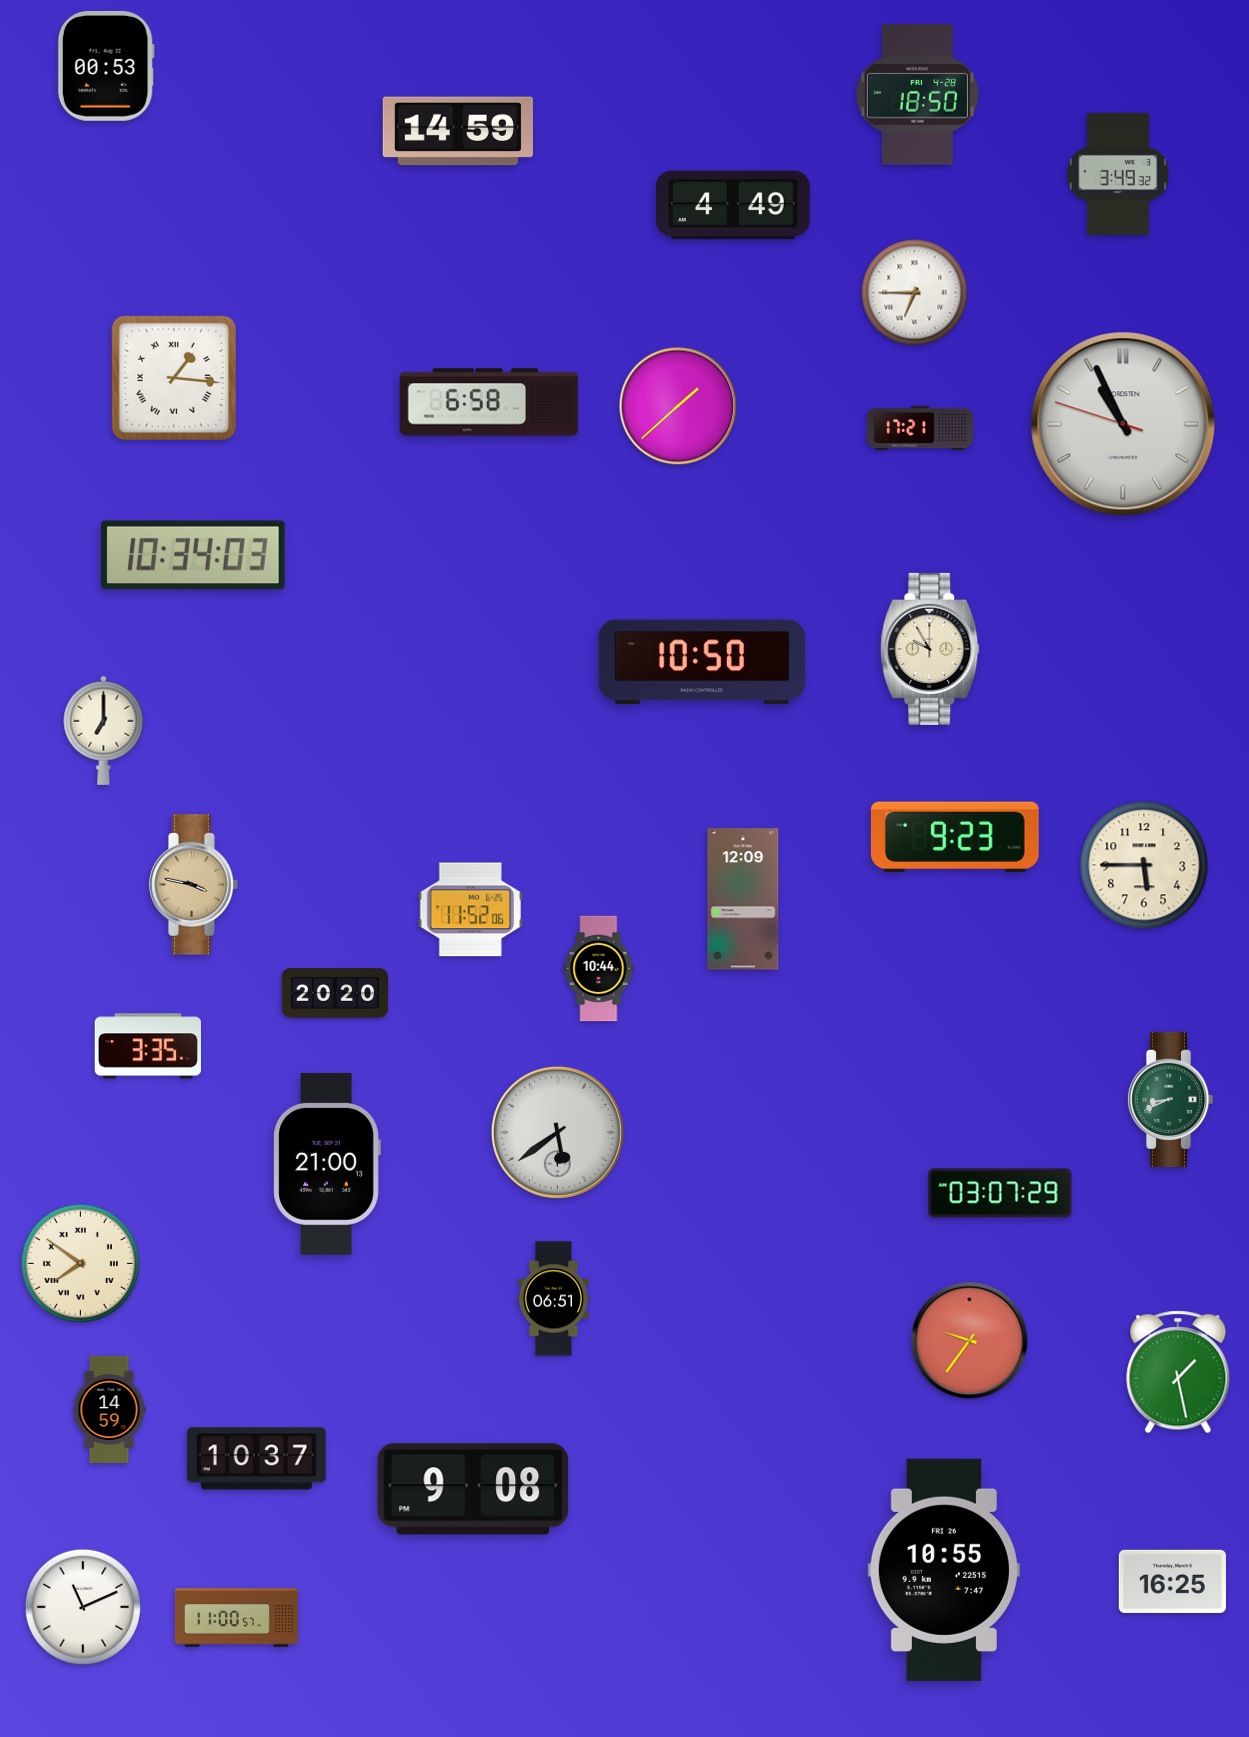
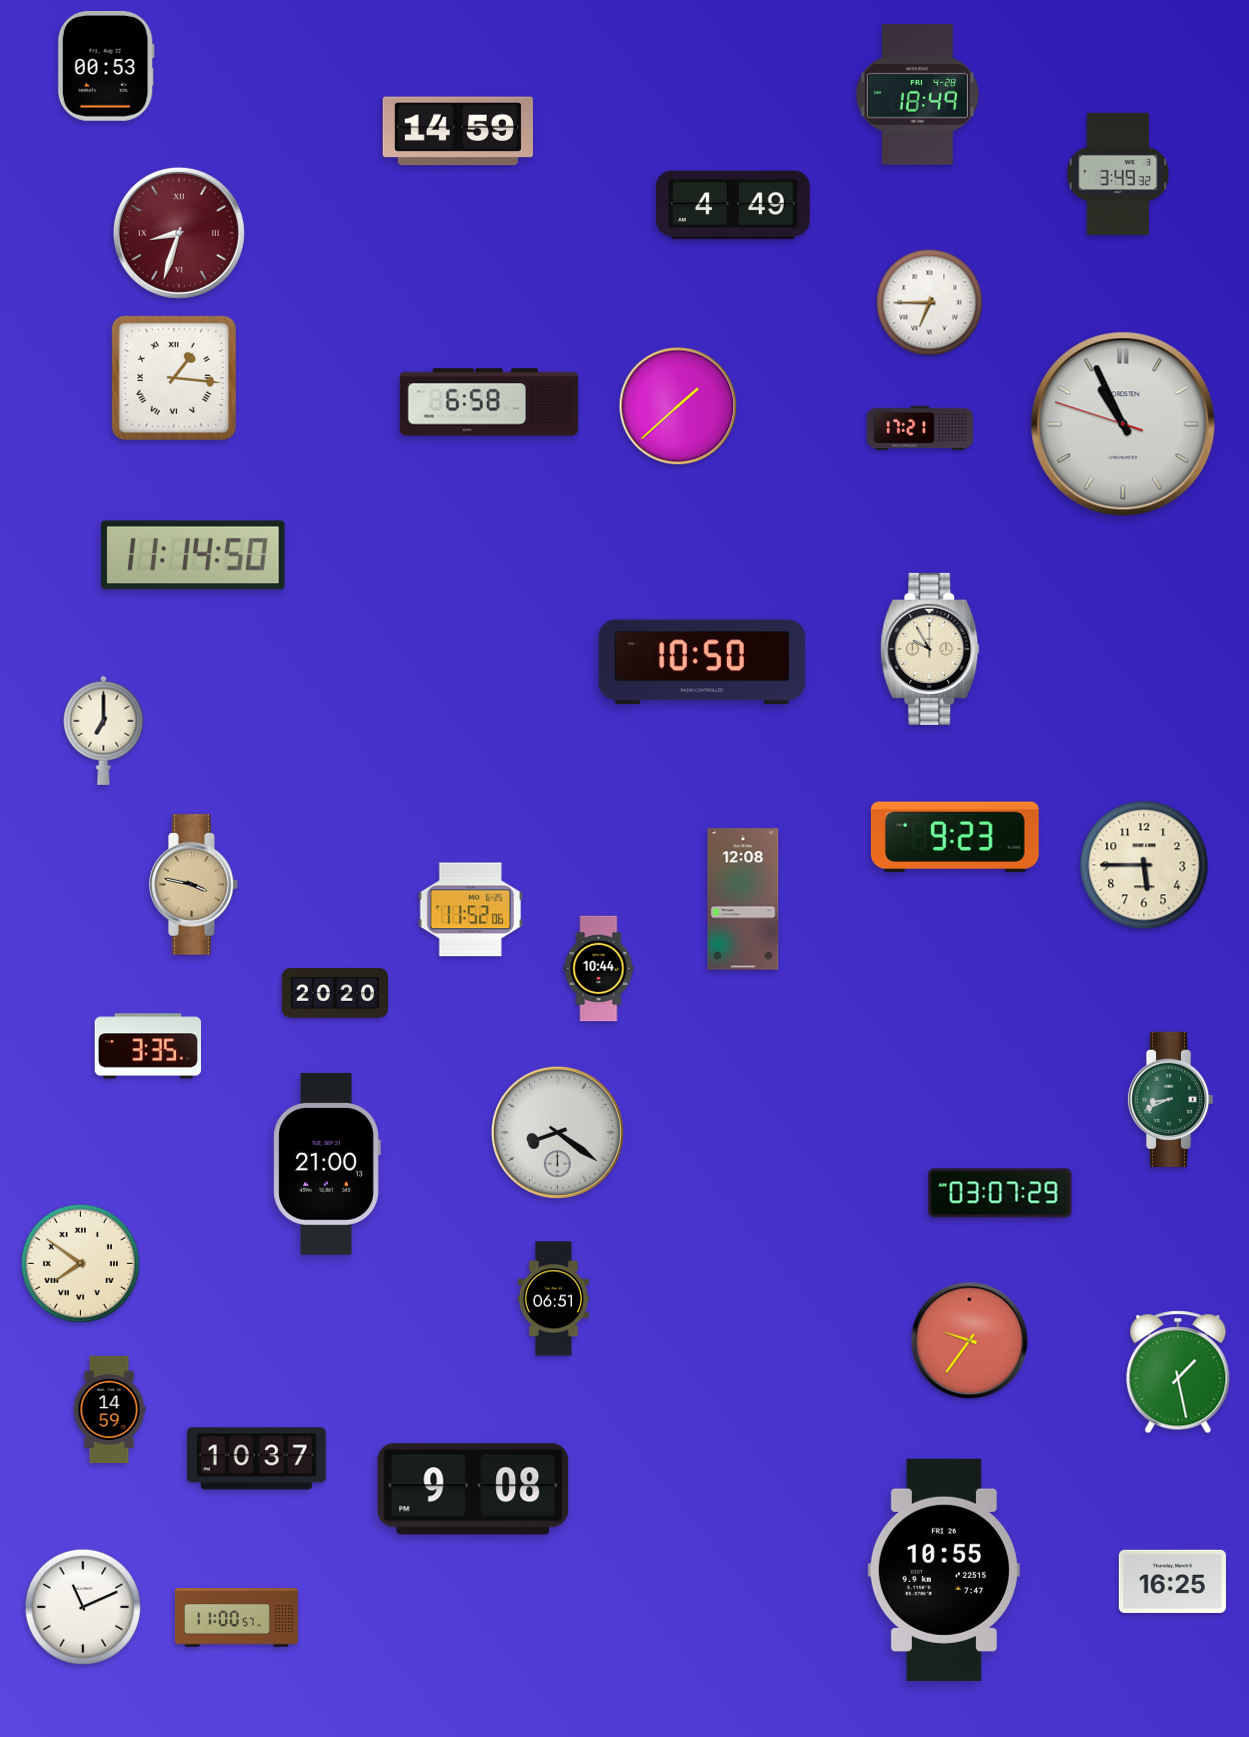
clock at (917, 95): 18:50 -> 18:49
clock at (179, 233): none -> 8:33
clock at (915, 293) position: (915, 293) -> (930, 303)
clock at (193, 555): 10:34 -> 11:14
clock at (743, 899): 12:09 -> 12:08
clock at (557, 1132): 5:39 -> 8:21
